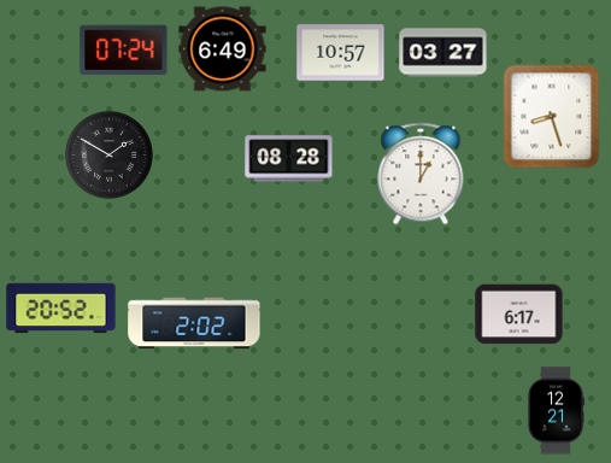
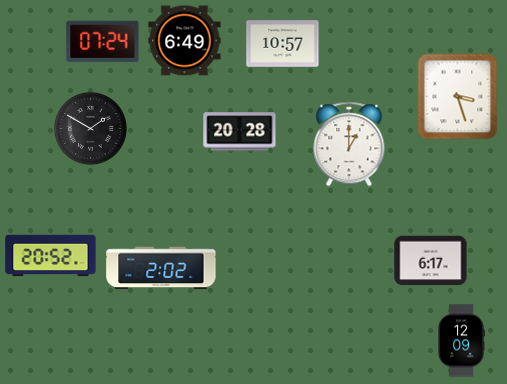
clock at (443, 53): 03:27 -> none
clock at (552, 117): 8:27 -> 3:27
clock at (289, 159): 08:28 -> 20:28
clock at (556, 411): 12:21 -> 12:09
